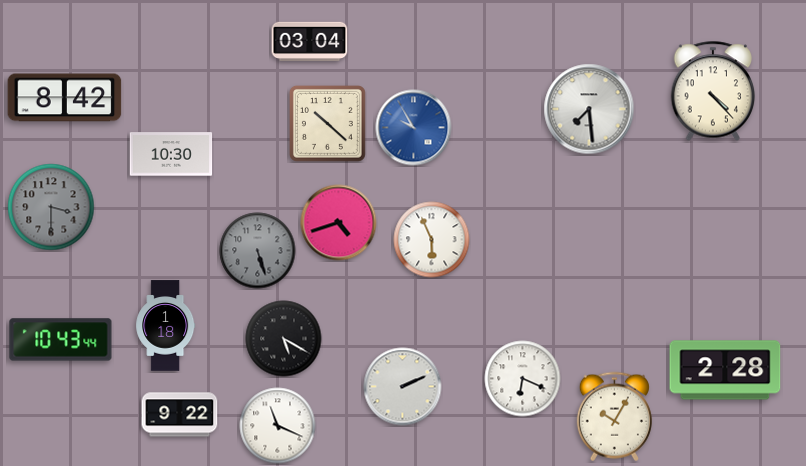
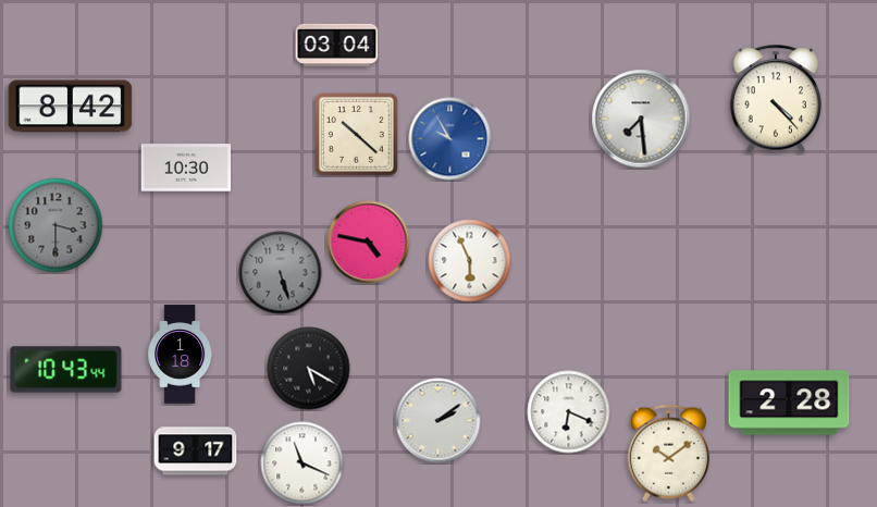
clock at (339, 223): 4:42 -> 4:47
clock at (403, 387): 2:11 -> 2:09
clock at (180, 415): 9:22 -> 9:17
clock at (614, 417): 10:05 -> 10:09
